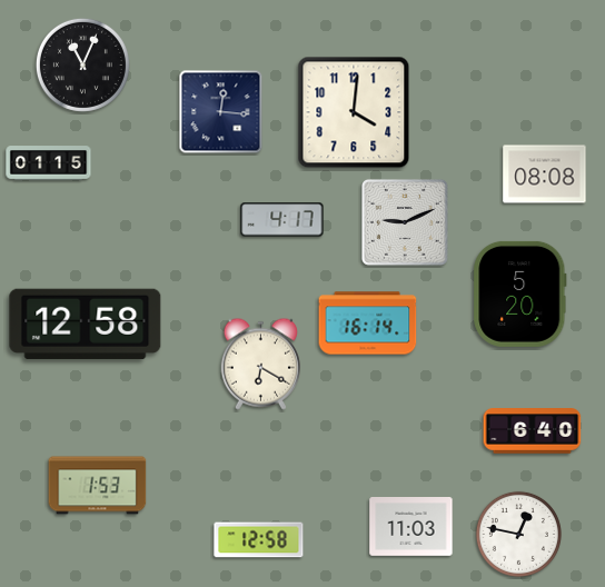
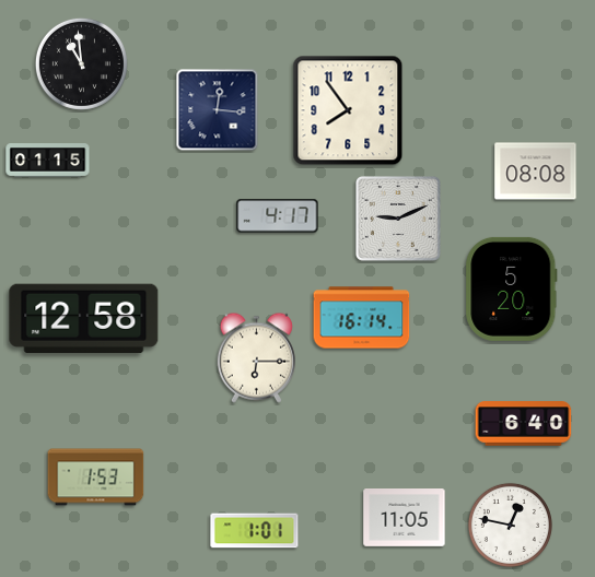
clock at (82, 64): 11:04 -> 10:59
clock at (354, 112): 4:01 -> 7:54
clock at (260, 364): 6:20 -> 6:15
clock at (411, 527): 11:03 -> 11:05
clock at (259, 540): 12:58 -> 1:01
